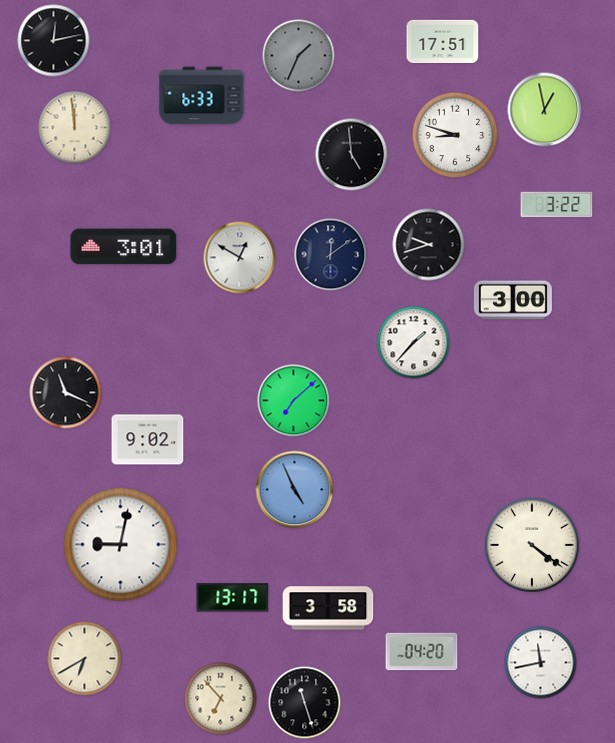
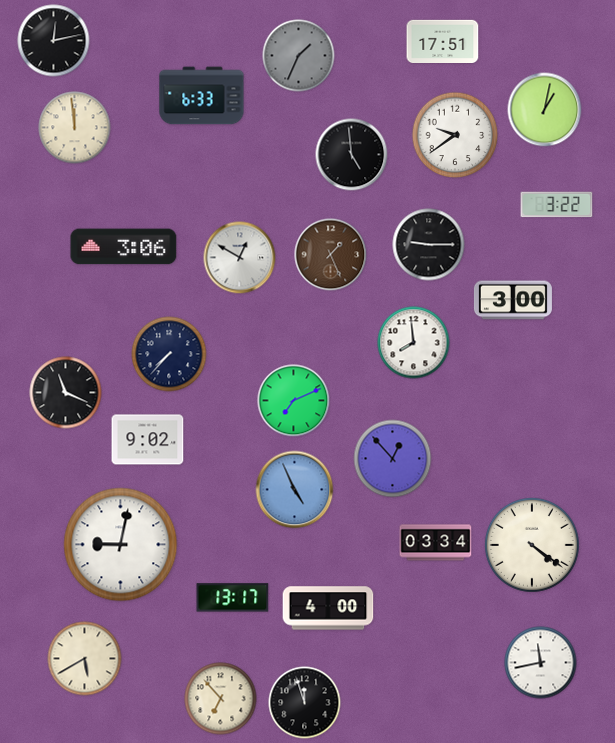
clock at (545, 110): 12:58 -> 1:02
clock at (455, 135): 8:48 -> 9:39
clock at (429, 245): 9:42 -> 9:15
clock at (124, 247): 3:01 -> 3:06
clock at (331, 255): 12:09 -> 1:26
clock at (331, 255) dial: navy -> brown
clock at (414, 343): 1:37 -> 7:59
clock at (169, 354): none -> 7:37
clock at (294, 401): 7:08 -> 7:11
clock at (393, 459): none -> 12:53
clock at (436, 543): none -> 03:34
clock at (328, 608): 3:58 -> 4:00
clock at (422, 652): 04:20 -> none
clock at (85, 659): 6:40 -> 5:40
clock at (305, 703): 11:27 -> 11:57
